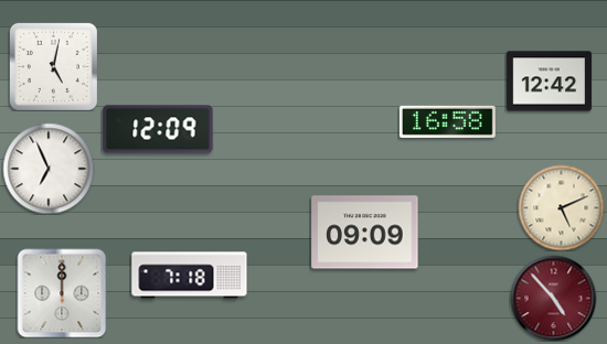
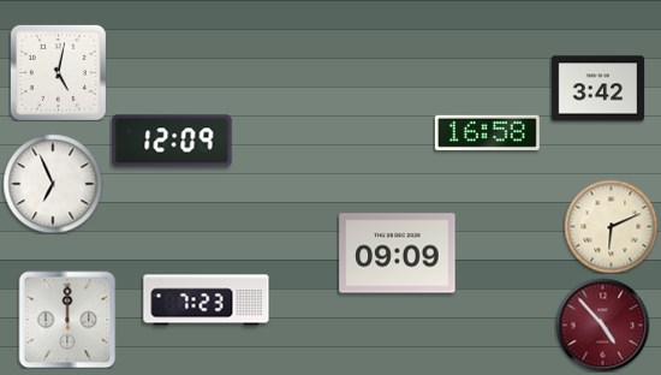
clock at (549, 82): 12:42 -> 3:42
clock at (561, 207): 5:11 -> 6:11
clock at (190, 276): 7:18 -> 7:23
